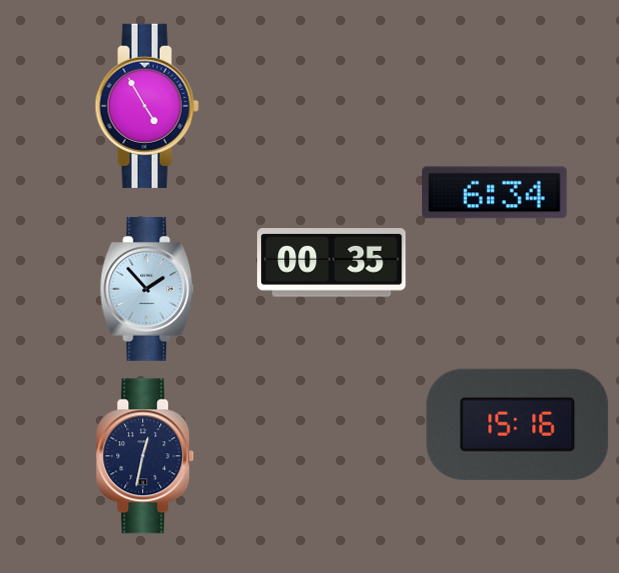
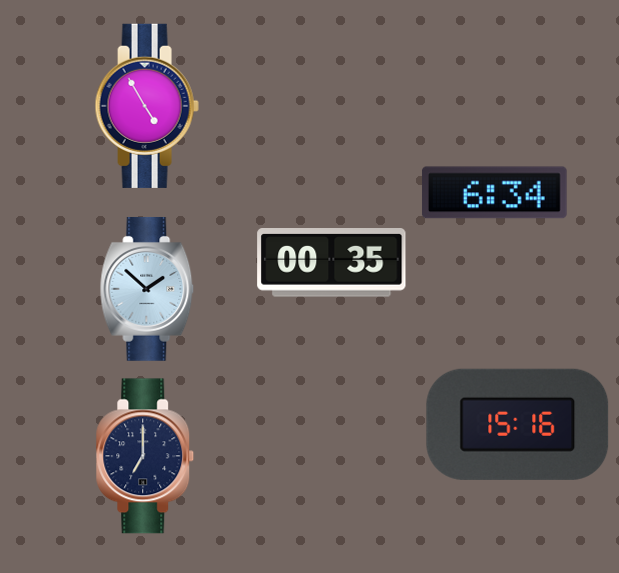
clock at (147, 289): 1:53 -> 1:52
clock at (145, 456): 12:32 -> 7:00
